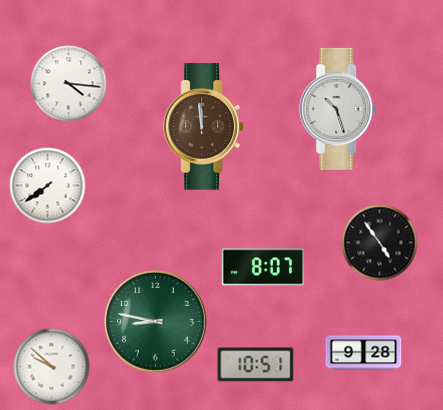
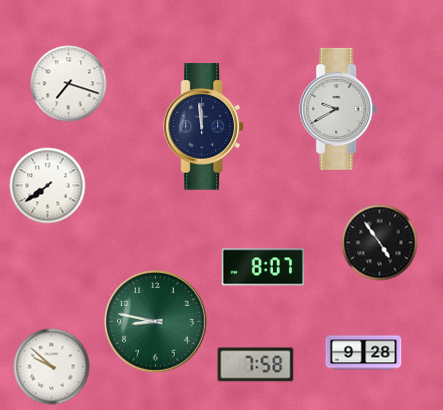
clock at (69, 84): 4:16 -> 7:18
clock at (339, 109): 10:27 -> 9:40
clock at (204, 127) dial: brown -> navy
clock at (256, 365): 10:51 -> 7:58
